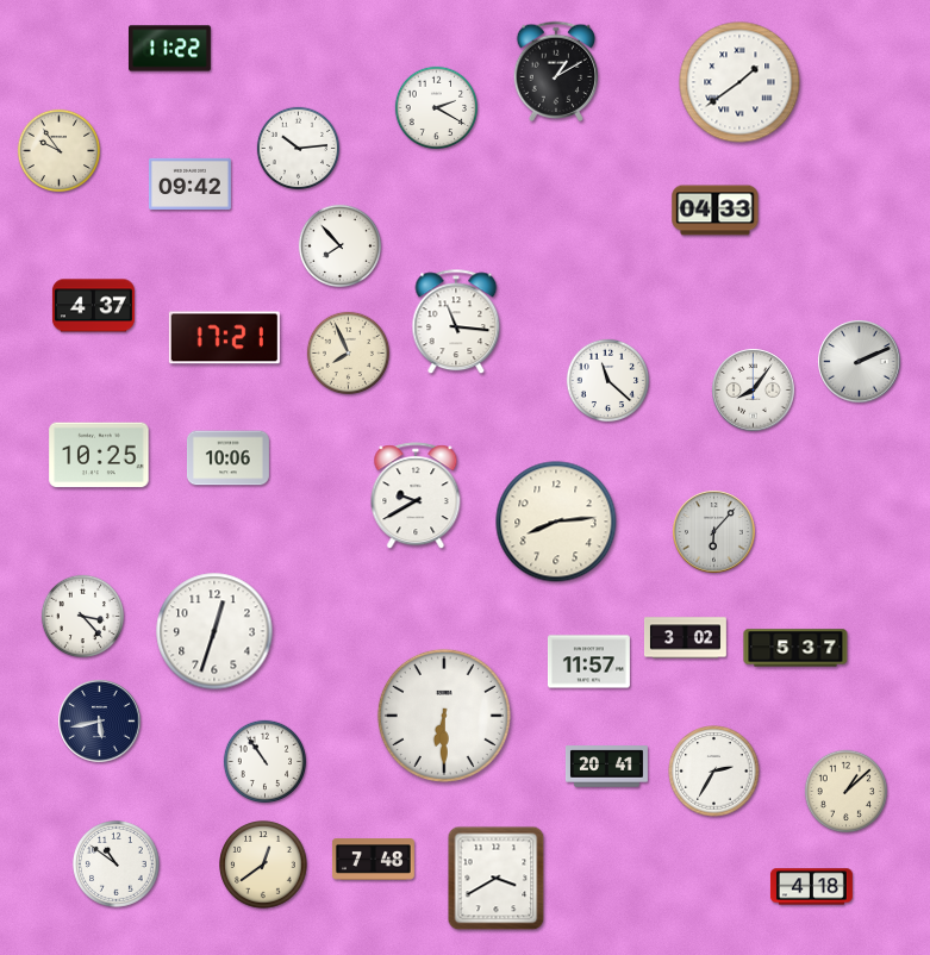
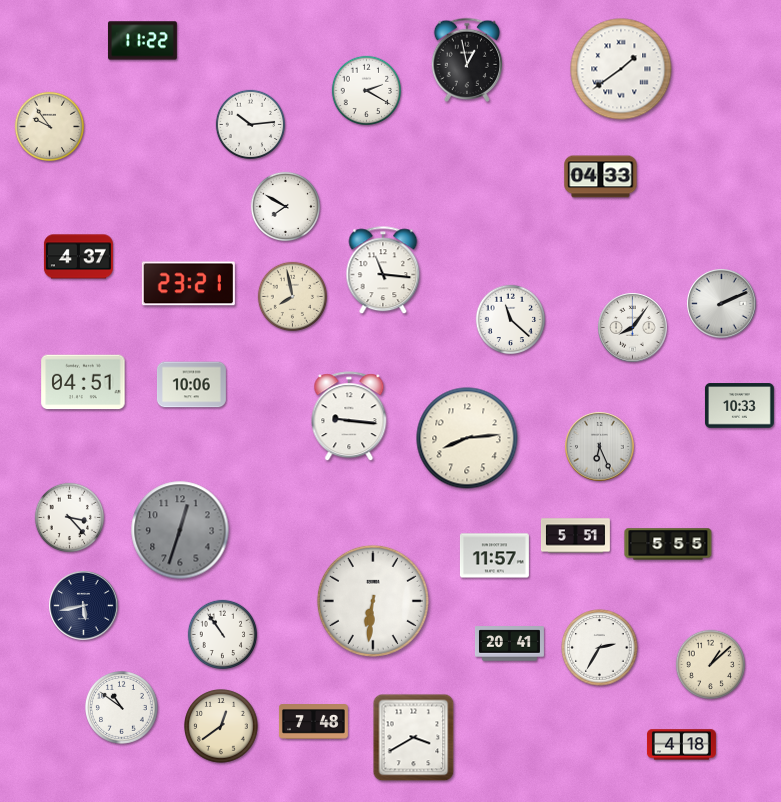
clock at (556, 70): 1:10 -> 12:58
clock at (189, 183): 09:42 -> none
clock at (341, 246): 7:53 -> 7:50
clock at (224, 338): 17:21 -> 23:21
clock at (349, 354): 7:56 -> 7:58
clock at (99, 455): 10:25 -> 04:51
clock at (739, 406): none -> 10:33
clock at (416, 497): 9:40 -> 9:16
clock at (714, 532): 6:07 -> 6:26
clock at (214, 631) dial: white -> grey
clock at (685, 638): 3:02 -> 5:51
clock at (795, 648): 5:37 -> 5:55
clock at (444, 716): 6:30 -> 6:31
clock at (266, 762) position: (266, 762) -> (223, 635)
clock at (117, 865) position: (117, 865) -> (122, 708)
clock at (497, 879) position: (497, 879) -> (414, 738)
